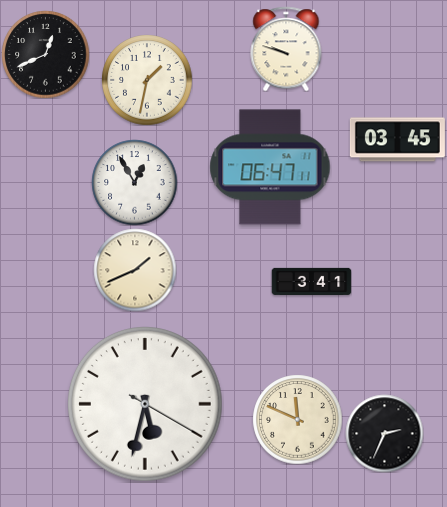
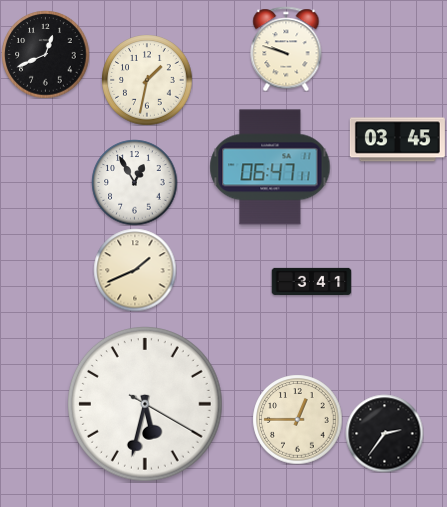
clock at (297, 419): 11:49 -> 12:45
clock at (384, 433): 2:34 -> 2:36
